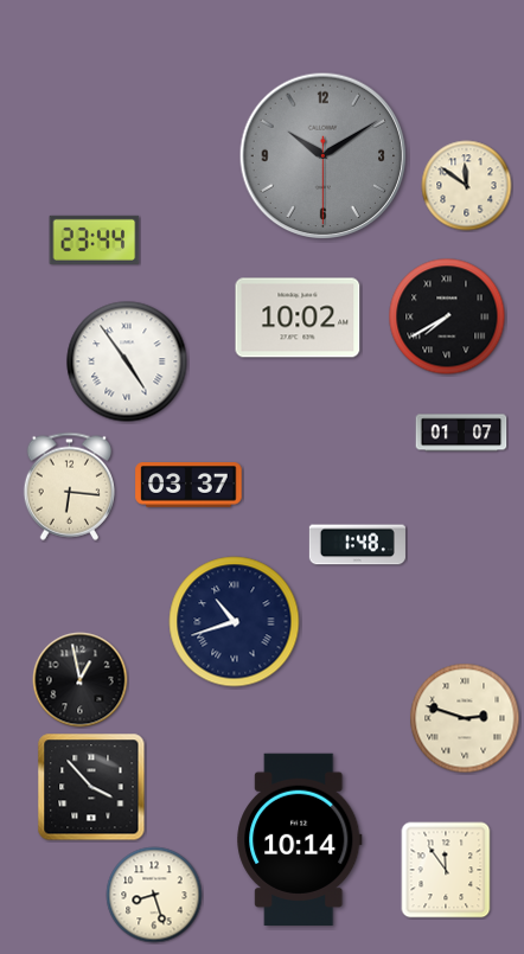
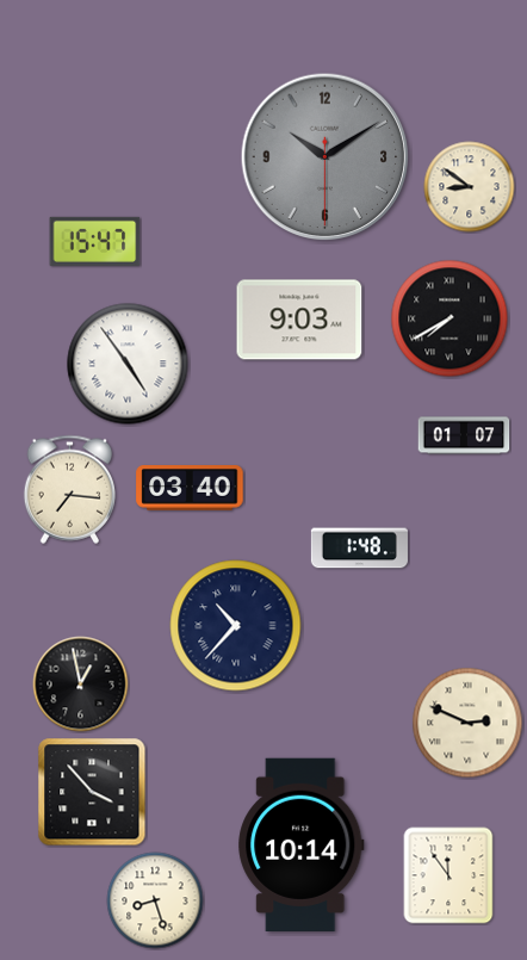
clock at (467, 186): 11:51 -> 8:51
clock at (95, 239): 23:44 -> 15:47
clock at (298, 318): 10:02 -> 9:03
clock at (69, 486): 6:16 -> 7:16
clock at (188, 486): 03:37 -> 03:40
clock at (235, 622): 10:42 -> 10:37
clock at (465, 718): 2:48 -> 2:49
